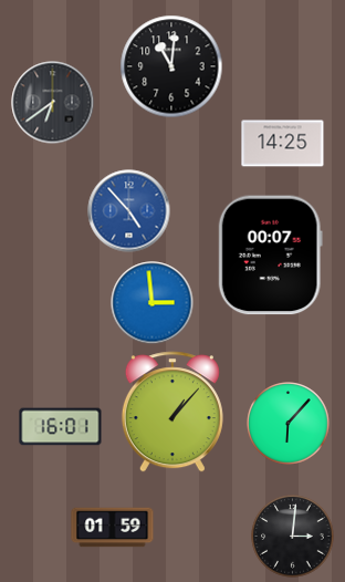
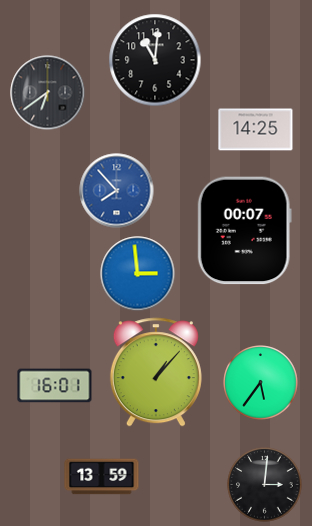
clock at (129, 211): 4:53 -> 7:53
clock at (289, 424): 6:07 -> 5:36
clock at (113, 528): 01:59 -> 13:59
